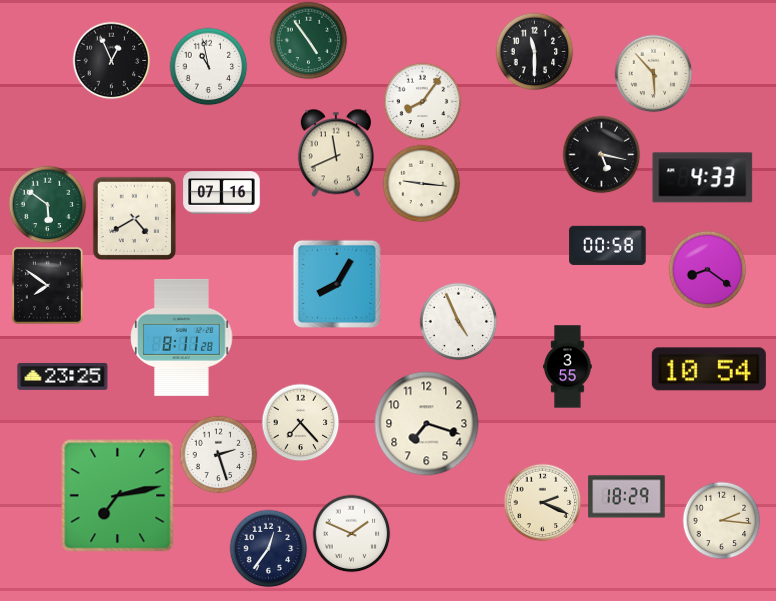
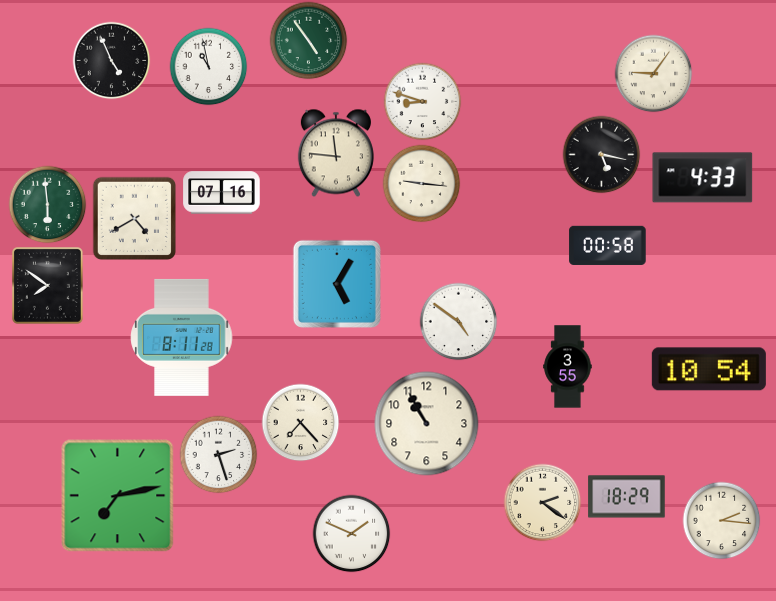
clock at (534, 51): 11:30 -> none
clock at (111, 60): 12:56 -> 4:56
clock at (653, 73): 5:53 -> 9:06
clock at (422, 101): 8:06 -> 8:48
clock at (336, 153): 11:41 -> 11:46
clock at (47, 204): 5:51 -> 5:59
clock at (707, 269): 8:21 -> none
clock at (337, 284): 8:05 -> 5:05
clock at (458, 321): 4:56 -> 4:51
clock at (63, 376): 23:25 -> none
clock at (427, 424): 7:18 -> 10:55
clock at (542, 502): 2:19 -> 2:21
clock at (268, 548): 12:36 -> none
